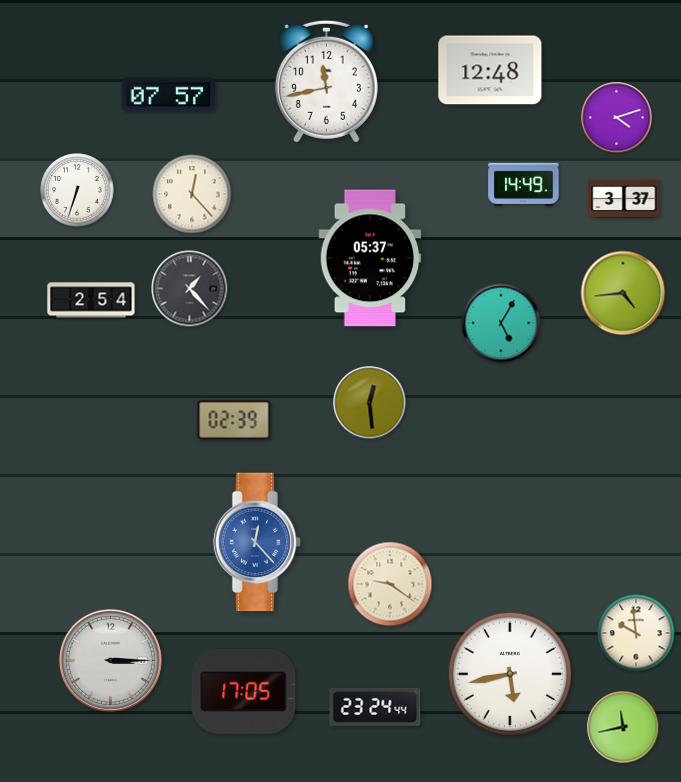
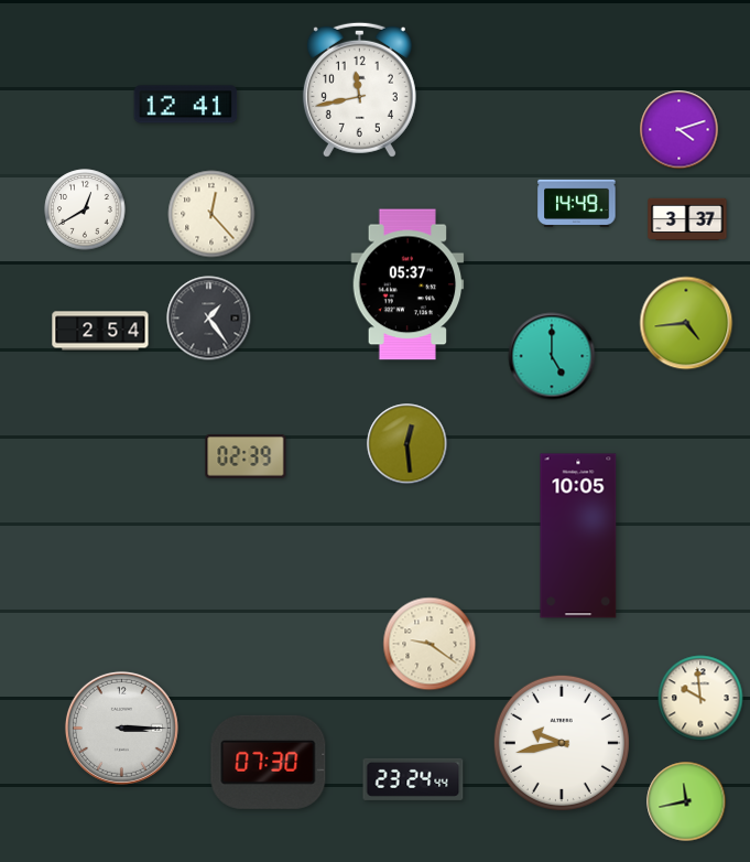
clock at (490, 70): 12:48 -> none
clock at (169, 95): 07:57 -> 12:41
clock at (77, 190): 6:33 -> 12:40
clock at (190, 289): 1:23 -> 1:24
clock at (501, 323): 5:05 -> 5:00
clock at (234, 420) position: (234, 420) -> (246, 456)
clock at (578, 536): none -> 10:05
clock at (257, 542): 12:23 -> none
clock at (510, 674): 5:43 -> 9:43
clock at (244, 691): 17:05 -> 07:30
